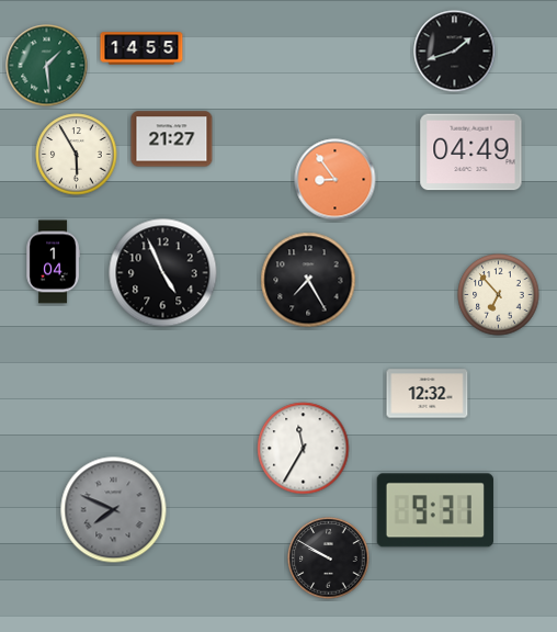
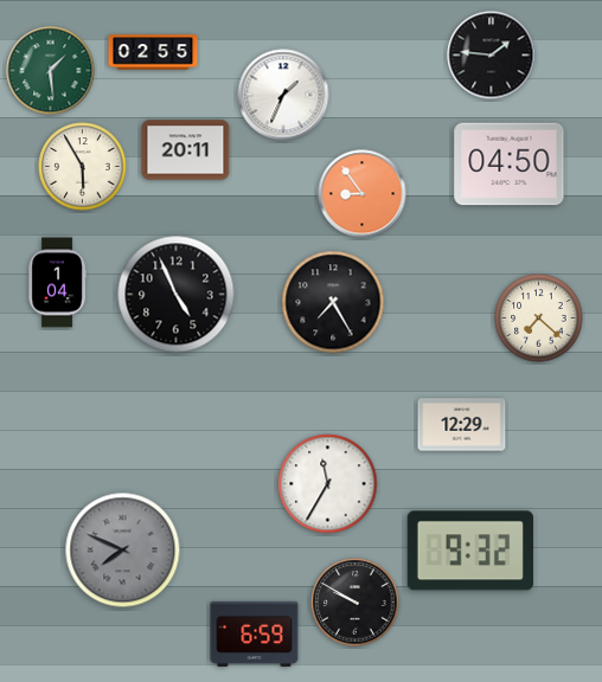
clock at (141, 48): 14:55 -> 02:55
clock at (455, 52): 1:42 -> 1:46
clock at (283, 95): none -> 1:34
clock at (172, 139): 21:27 -> 20:11
clock at (471, 153): 04:49 -> 04:50
clock at (499, 295): 6:53 -> 7:22
clock at (428, 394): 12:32 -> 12:29
clock at (435, 510): 9:31 -> 9:32
clock at (255, 633): none -> 6:59
